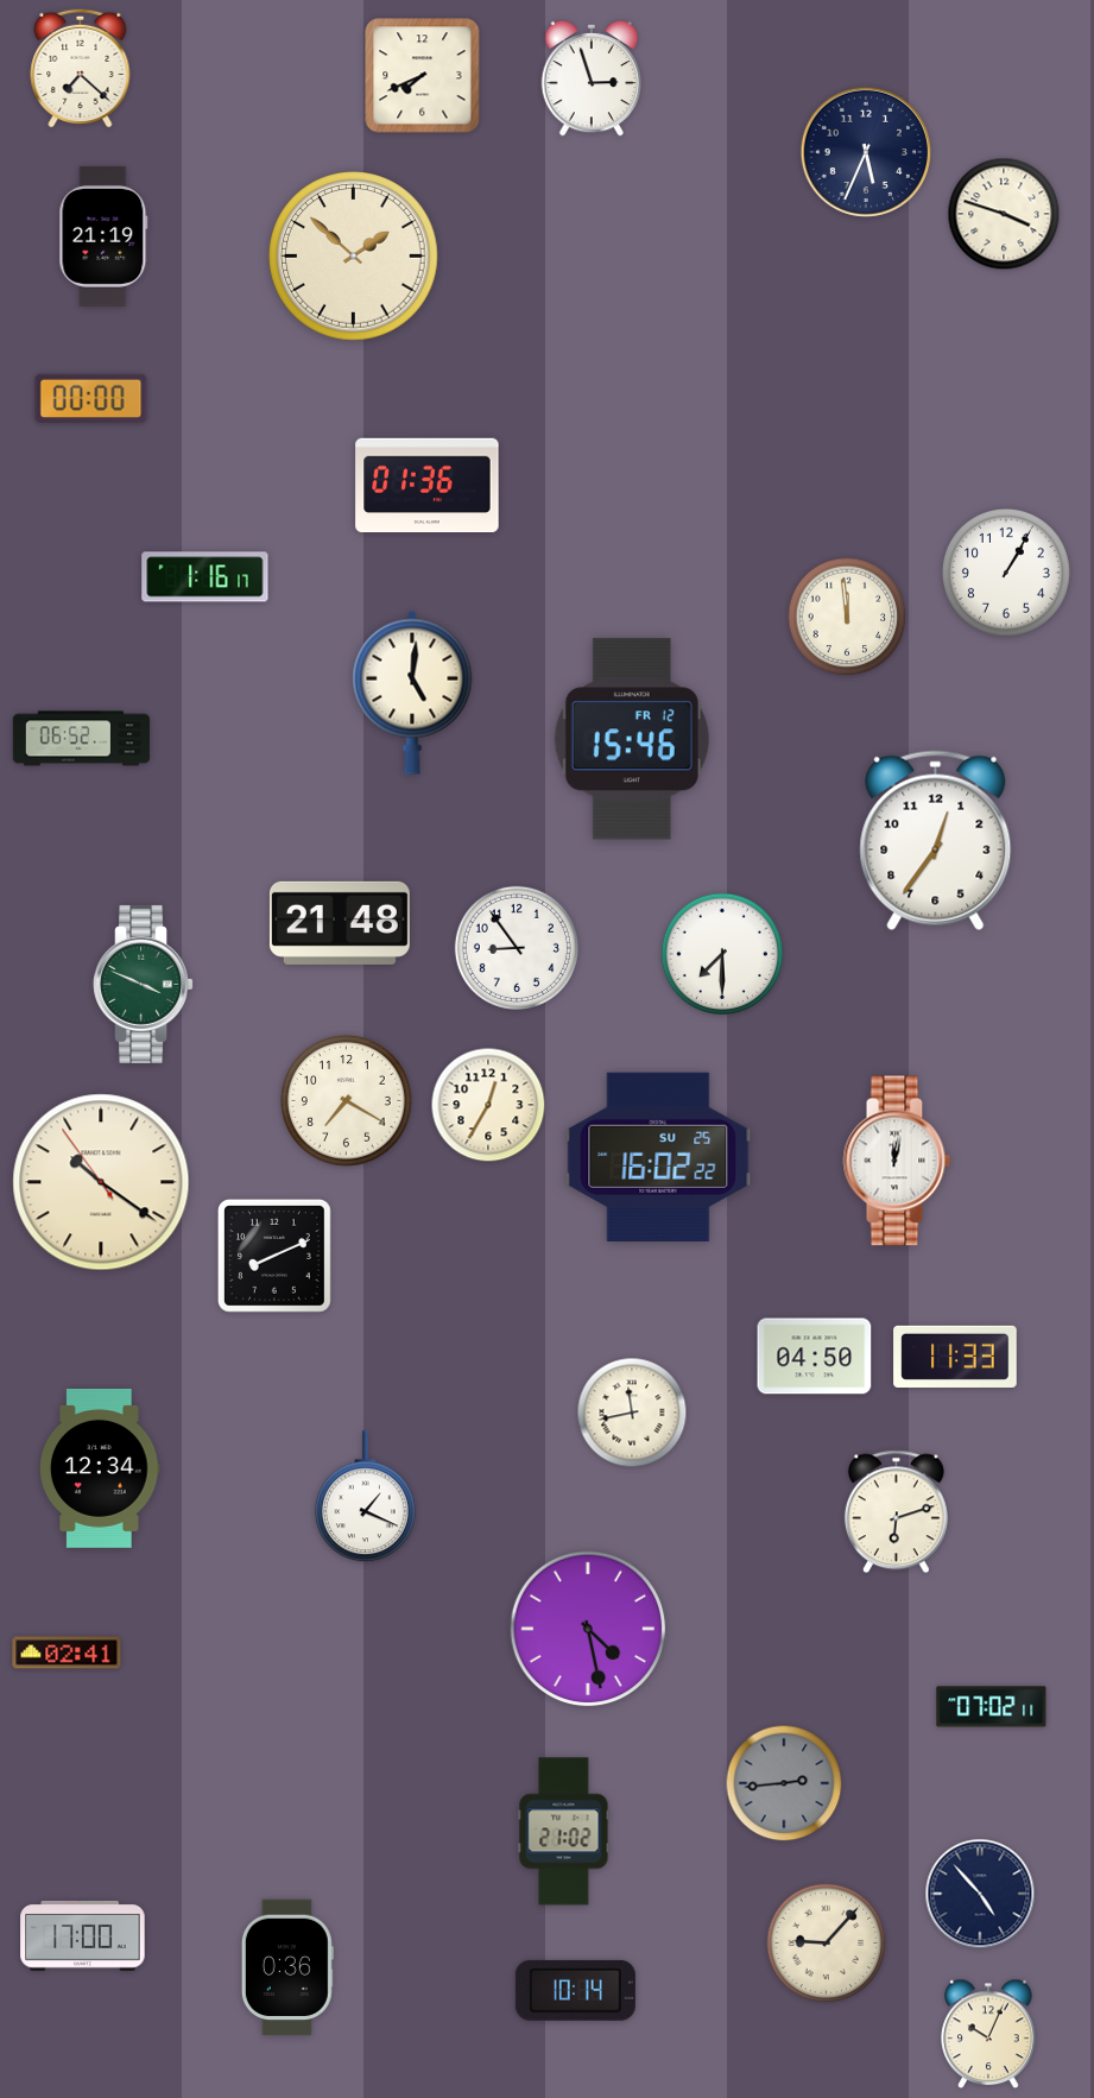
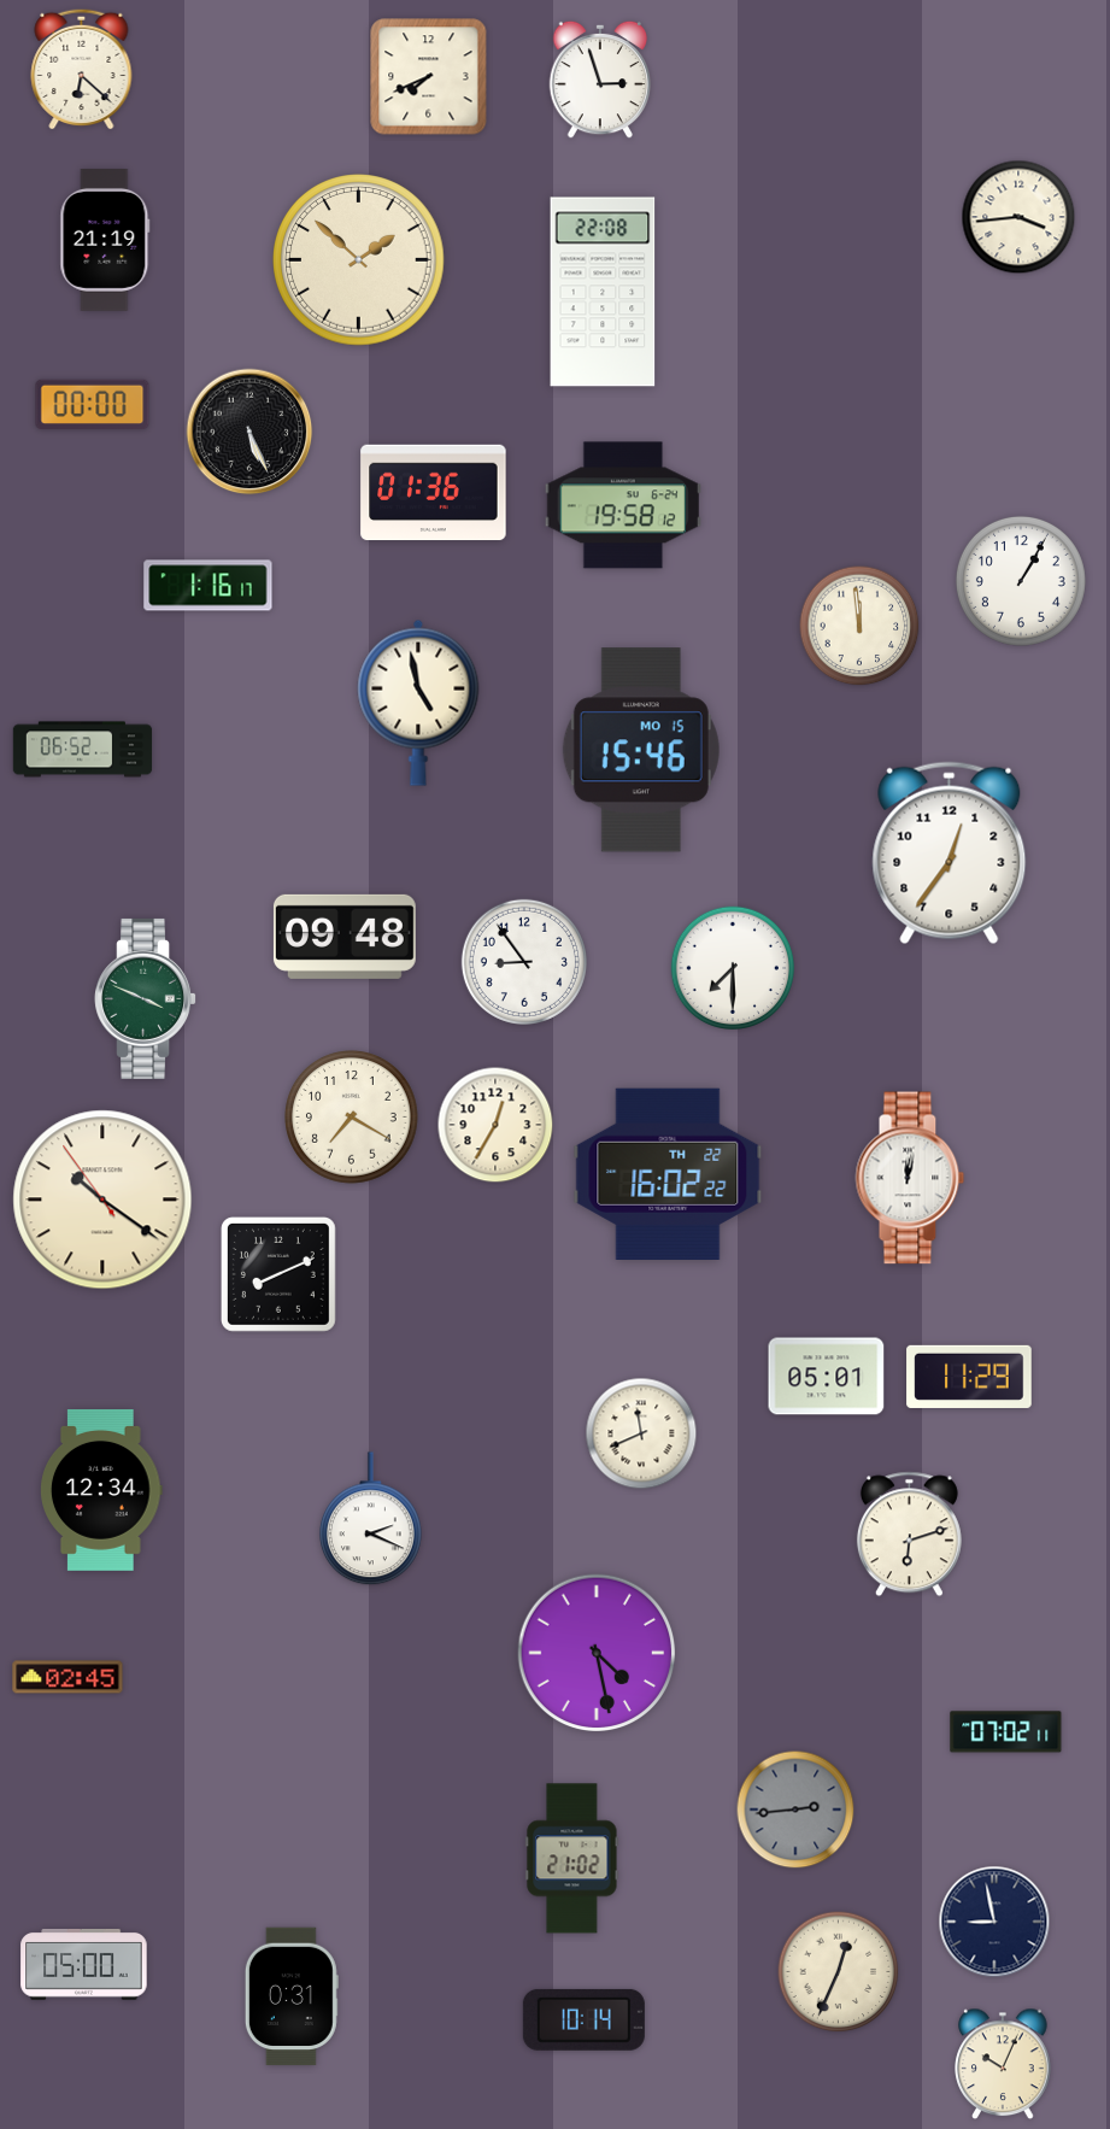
clock at (81, 68): 7:22 -> 6:22
clock at (865, 151): 5:34 -> none
clock at (1004, 214): 3:48 -> 3:44
clock at (603, 292): none -> 22:08
clock at (249, 432): none -> 5:26
clock at (622, 505): none -> 19:58
clock at (412, 693): 5:01 -> 4:58
clock at (632, 739) date: FR 12 -> MO 15
clock at (340, 923): 21:48 -> 09:48
clock at (488, 1105) position: (488, 1105) -> (495, 1125)
clock at (658, 1157) date: SU 25 -> TH 22
clock at (815, 1357): 04:50 -> 05:01
clock at (955, 1357): 11:33 -> 11:29
clock at (632, 1413): 11:43 -> 11:41
clock at (366, 1497): 1:19 -> 2:19
clock at (67, 1653): 02:41 -> 02:45
clock at (980, 1894): 4:53 -> 8:58
clock at (83, 1935): 17:00 -> 05:00
clock at (827, 1944): 9:07 -> 12:34
clock at (287, 1967): 0:36 -> 0:31
